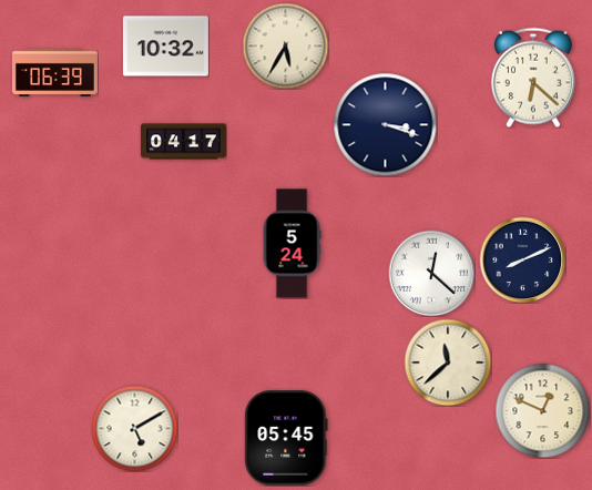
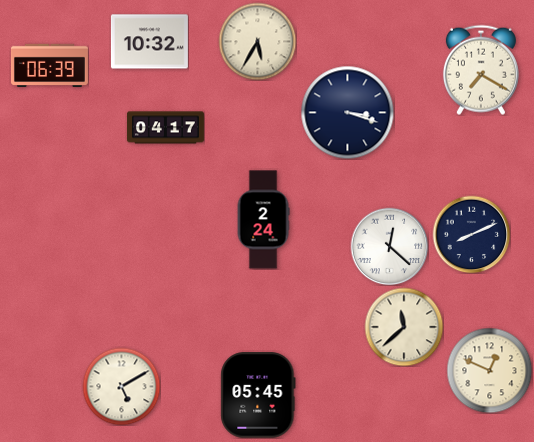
clock at (533, 78): 6:22 -> 7:20
clock at (292, 244): 5:24 -> 2:24
